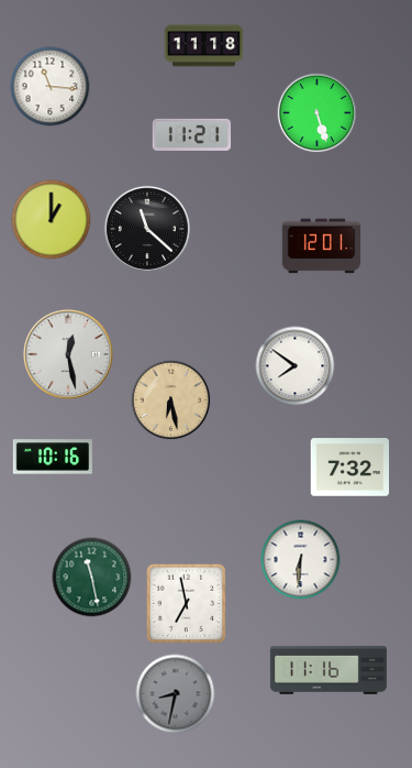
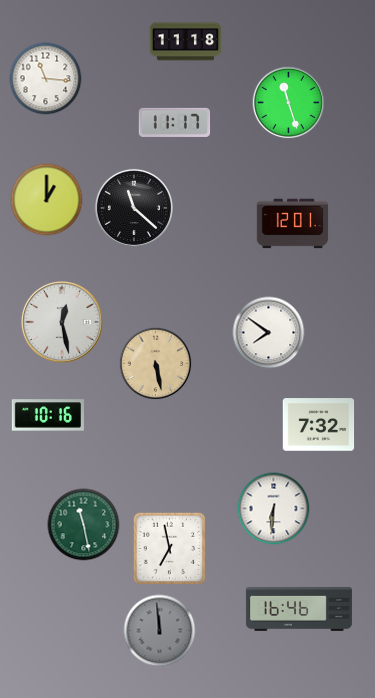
clock at (318, 113): 5:27 -> 11:27
clock at (192, 134): 11:21 -> 11:17
clock at (171, 401): 6:28 -> 5:28
clock at (329, 670): 11:16 -> 16:46
clock at (176, 694): 8:32 -> 11:59
